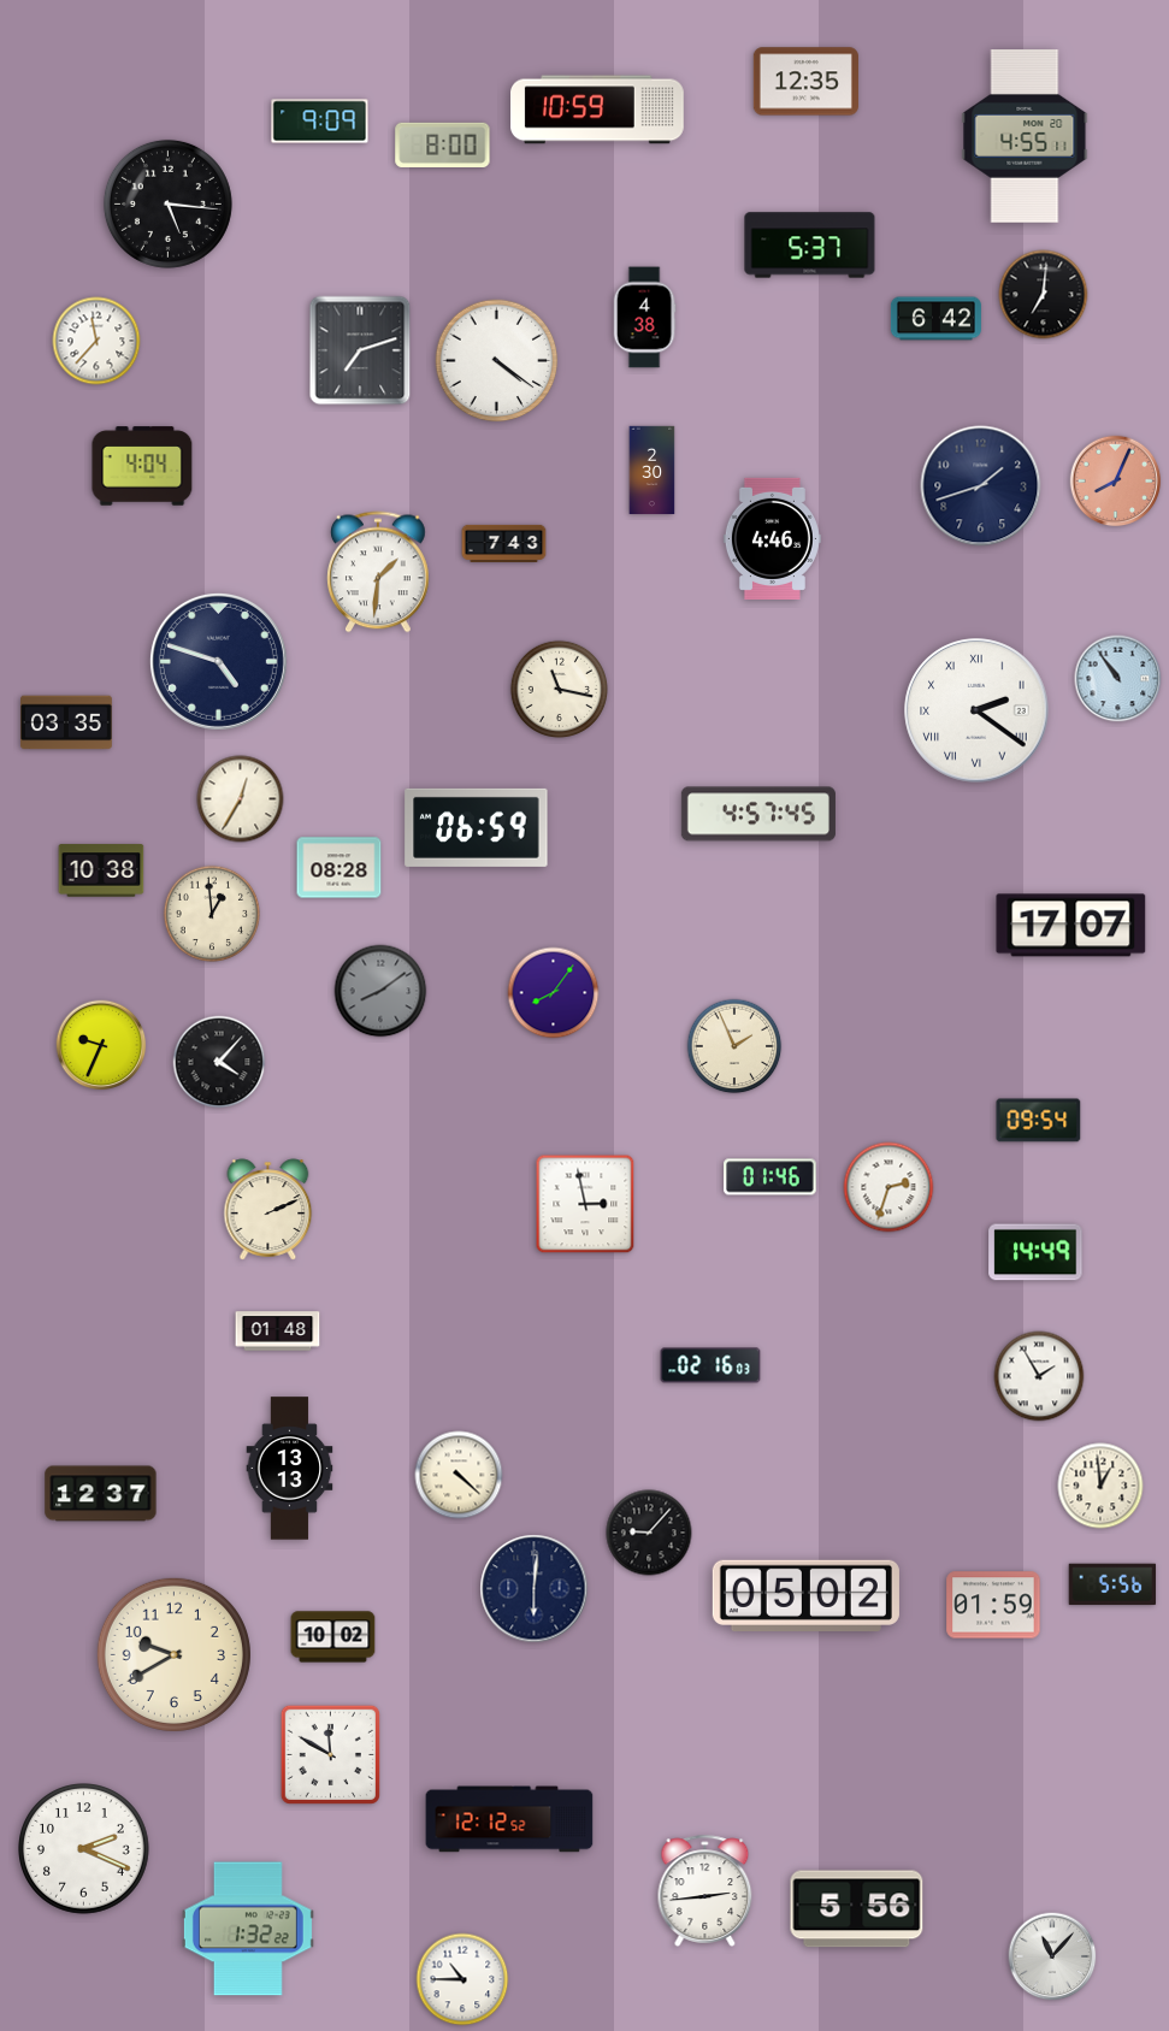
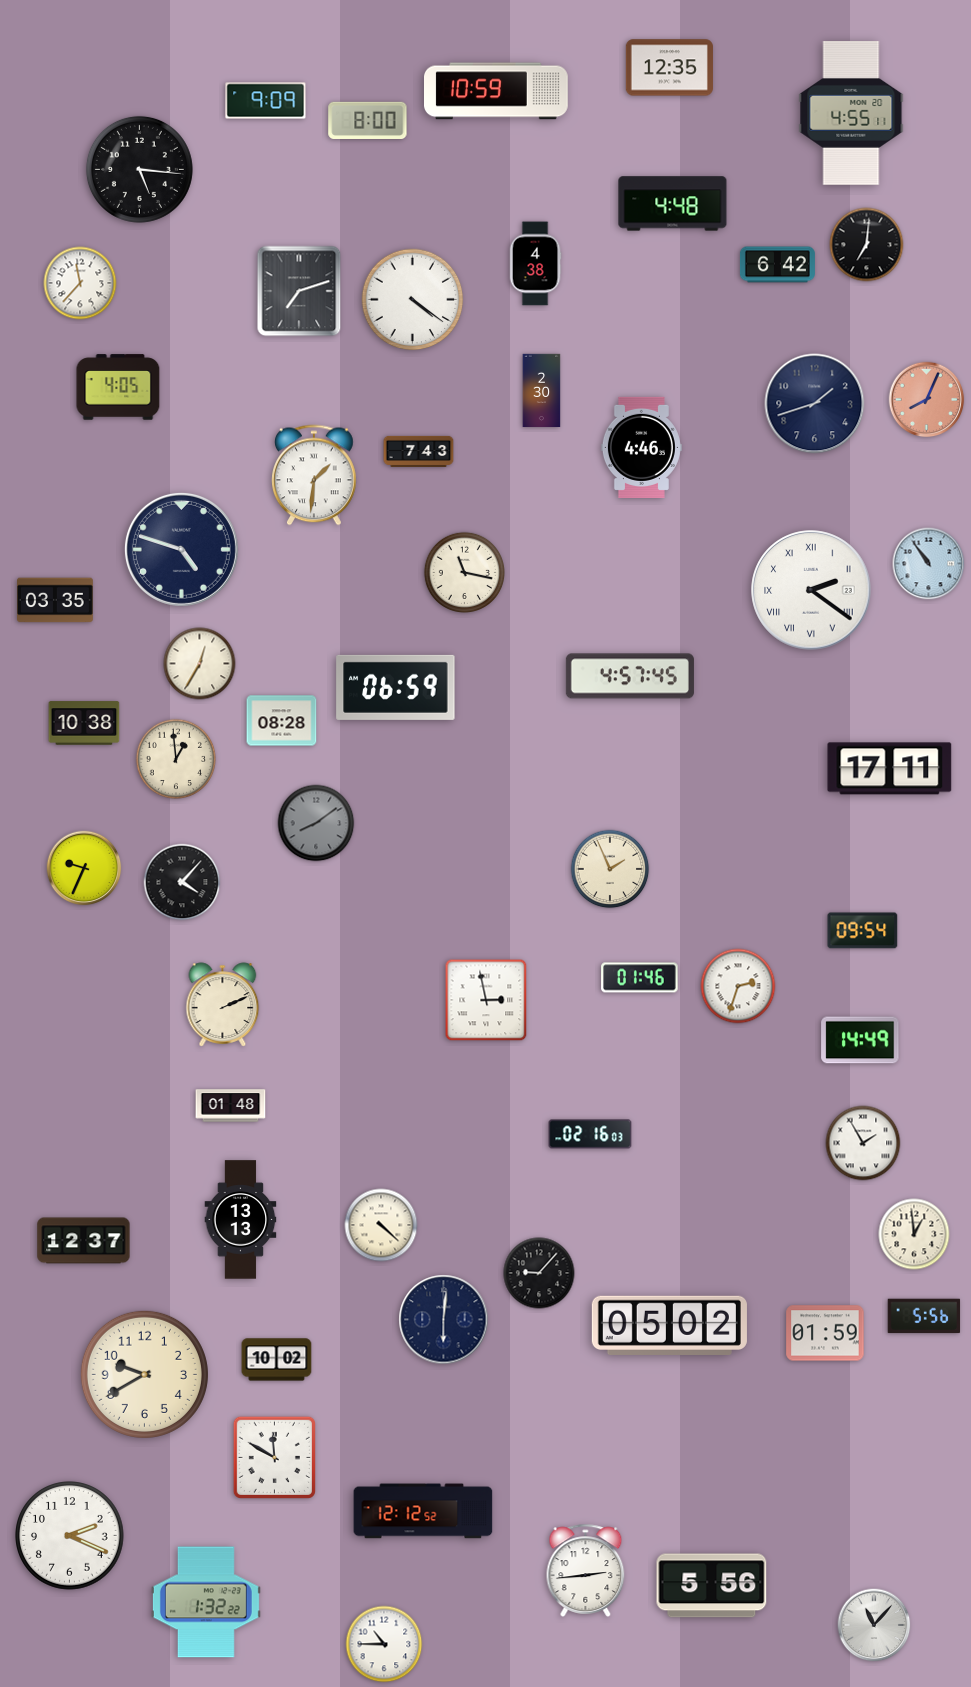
clock at (810, 246): 5:37 -> 4:48
clock at (142, 466): 4:04 -> 4:05
clock at (1071, 926): 17:07 -> 17:11
clock at (554, 993): 8:06 -> none
